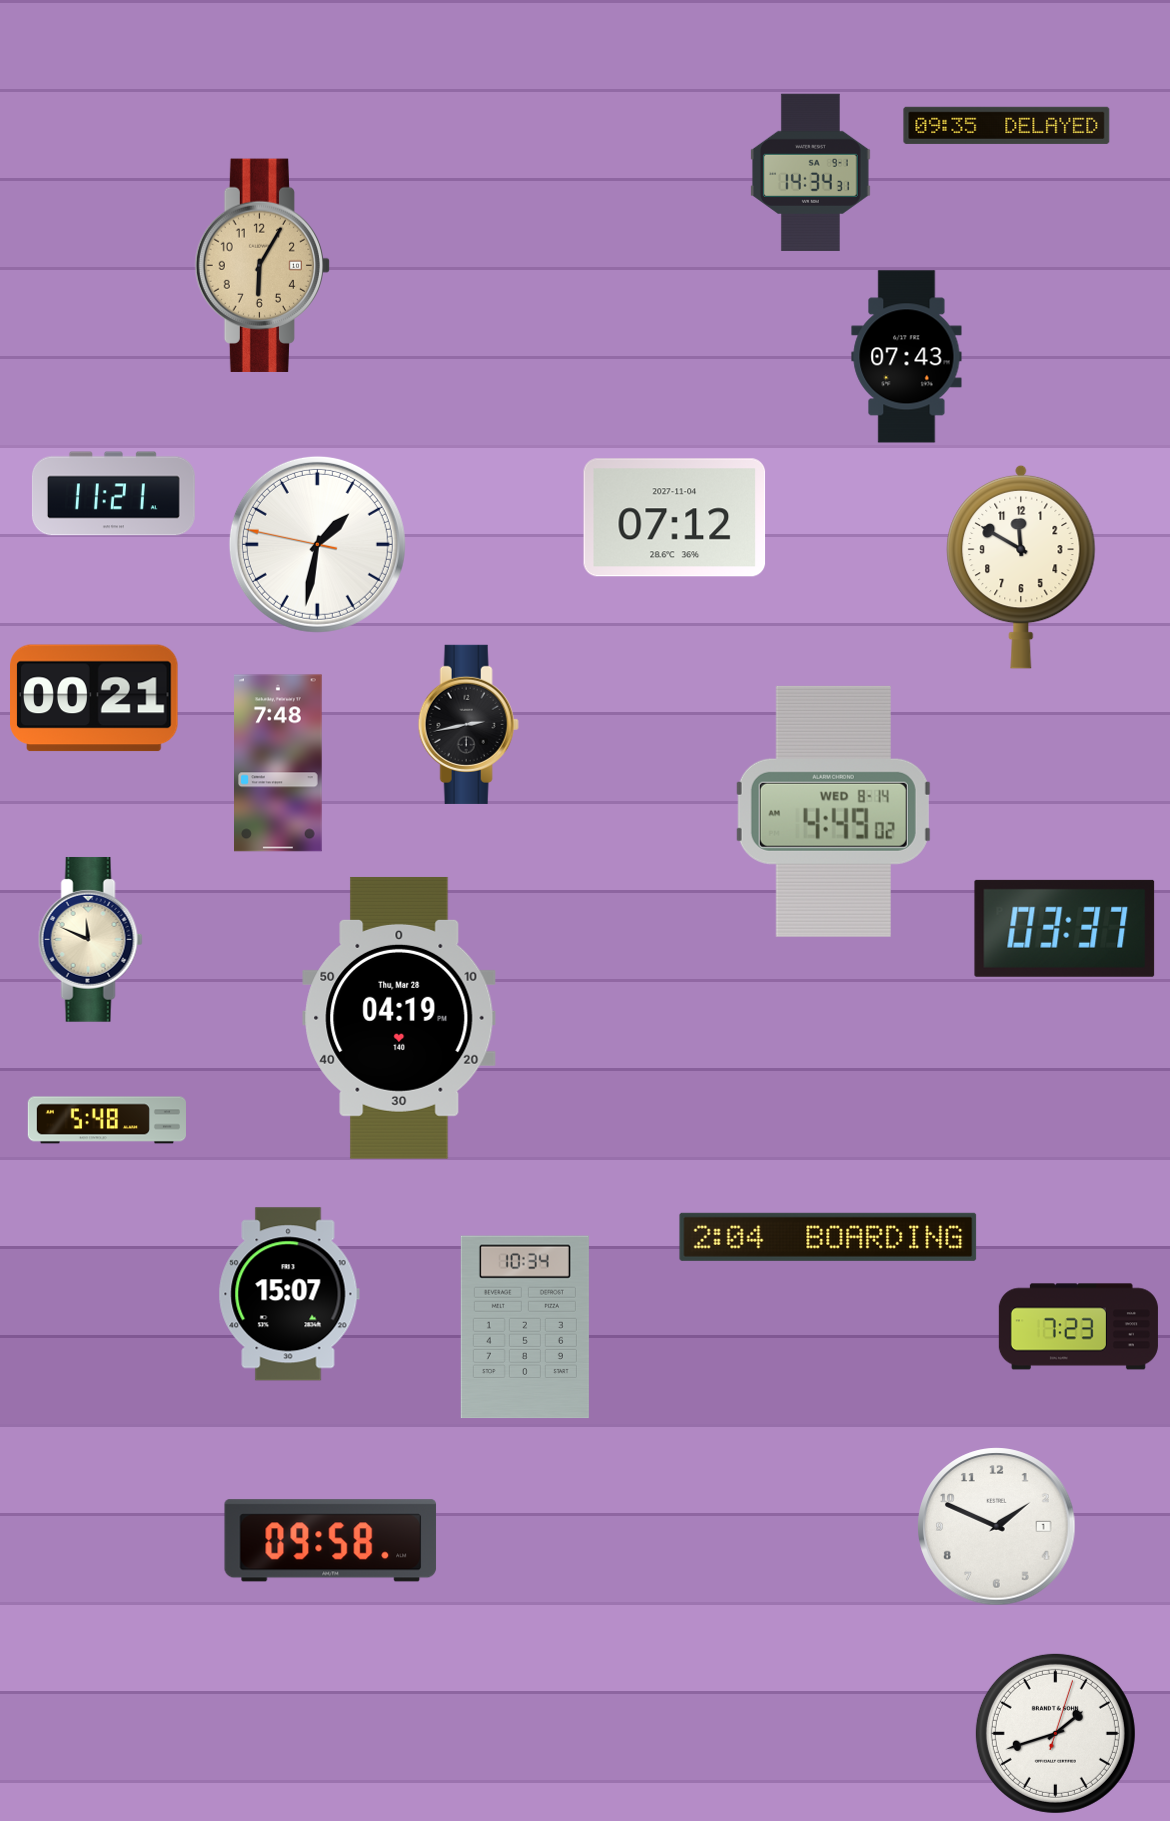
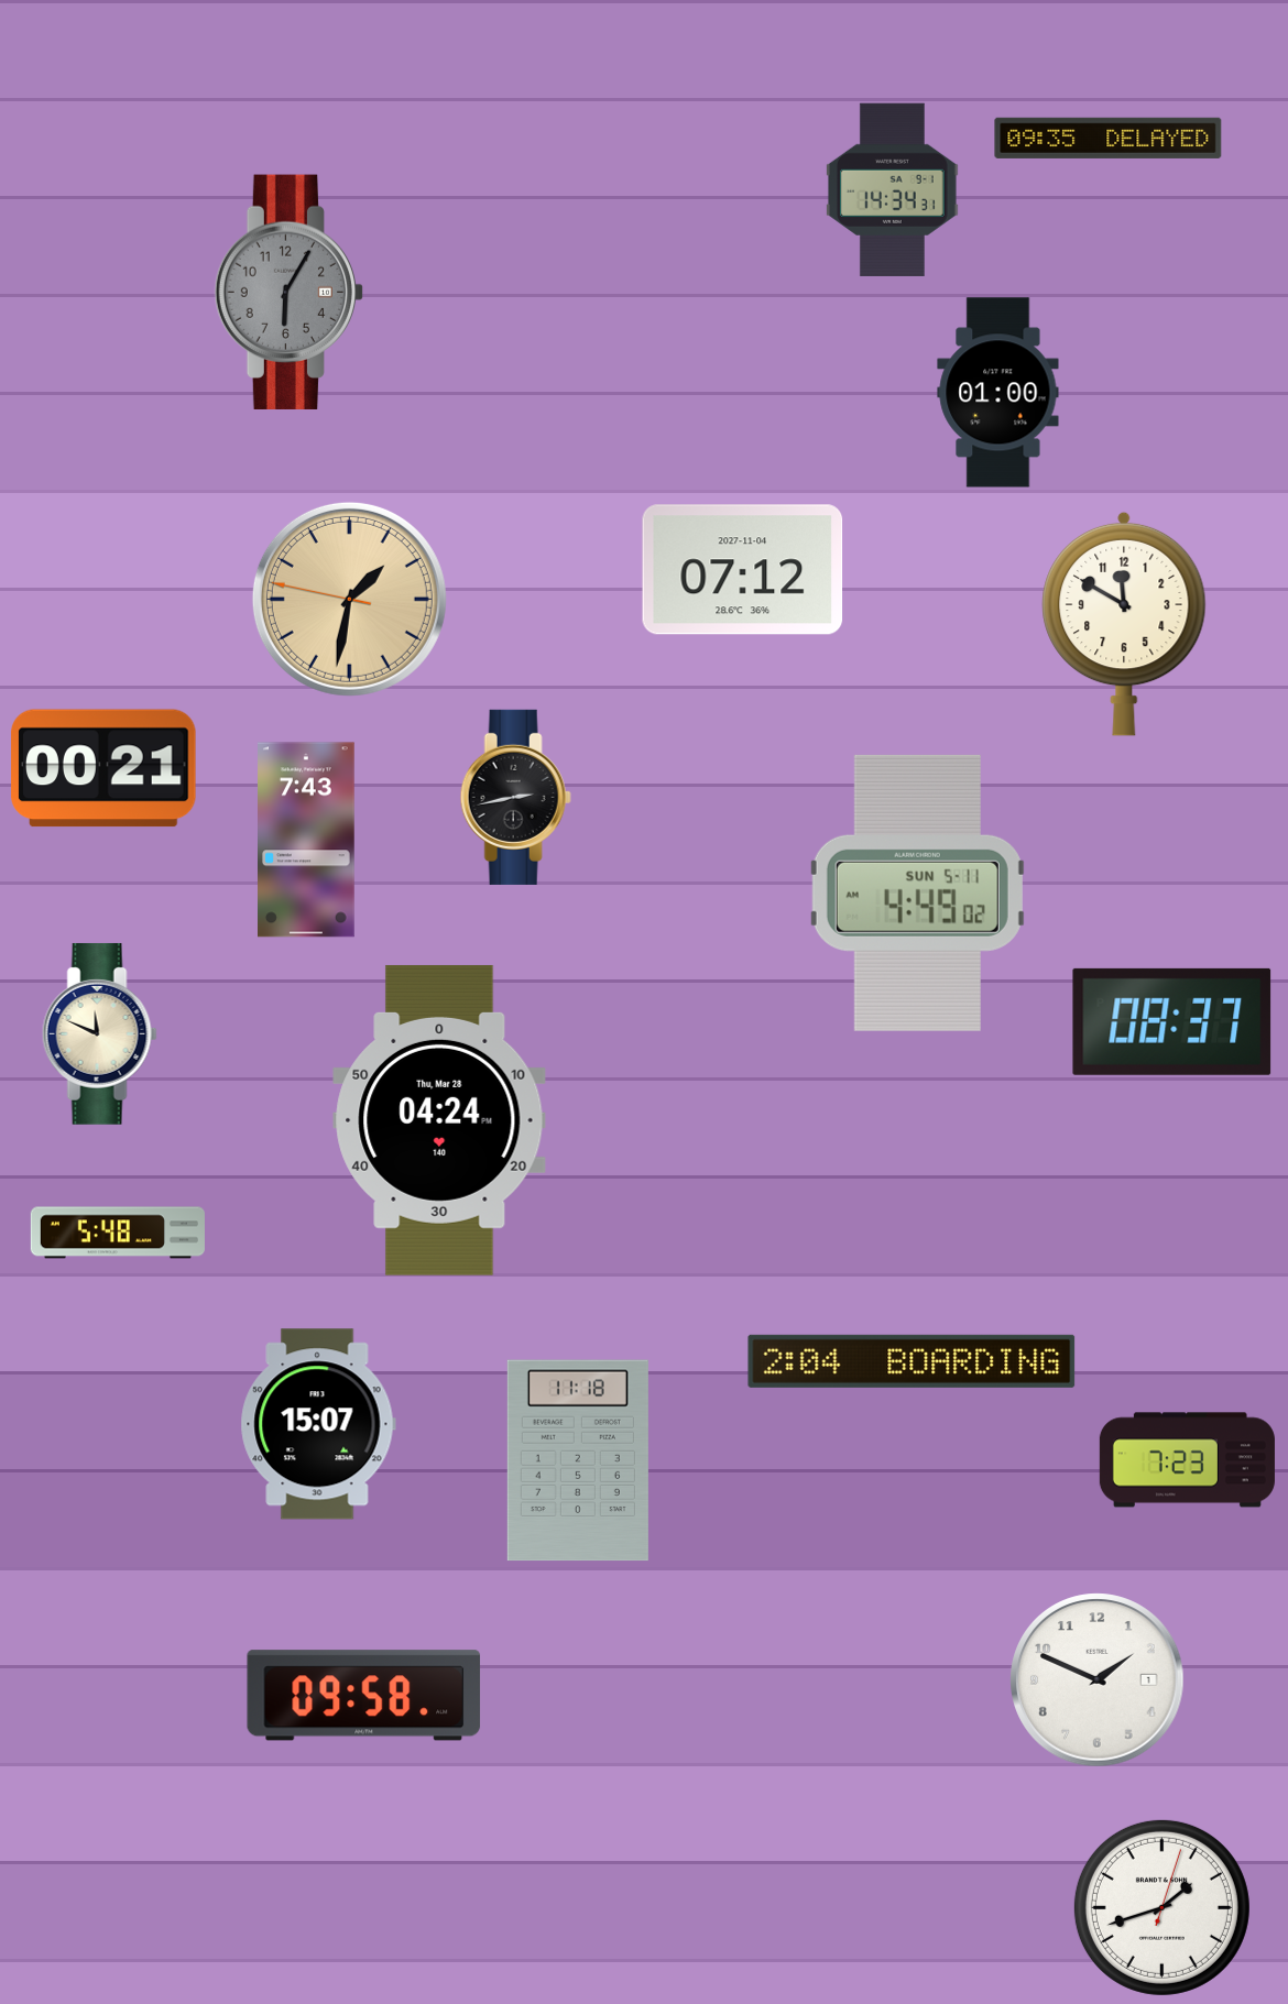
clock at (262, 265) dial: champagne -> grey
clock at (907, 357): 07:43 -> 01:00
clock at (113, 494): 11:21 -> none
clock at (317, 544) dial: white -> champagne
clock at (279, 763): 7:48 -> 7:43
clock at (833, 811) date: WED 8-14 -> SUN 5-11
clock at (1065, 928): 03:37 -> 08:37
clock at (399, 1018): 04:19 -> 04:24
clock at (525, 1327): 10:34 -> 11:18
